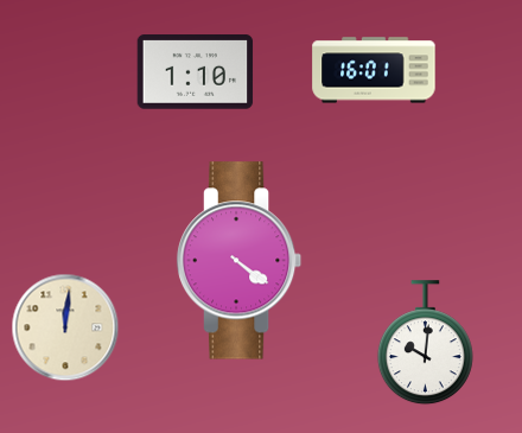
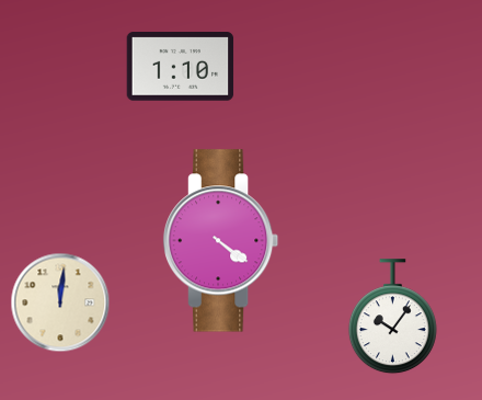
clock at (374, 70): 16:01 -> none
clock at (425, 343): 10:01 -> 10:06
